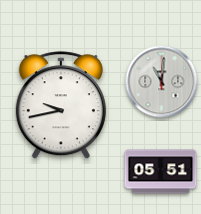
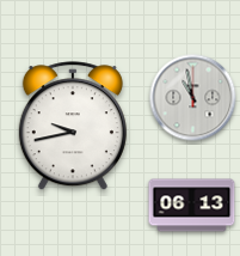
clock at (162, 82): 11:01 -> 10:58
clock at (161, 172): 05:51 -> 06:13
